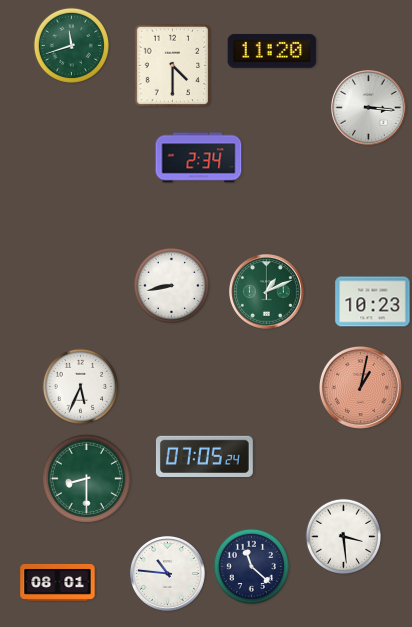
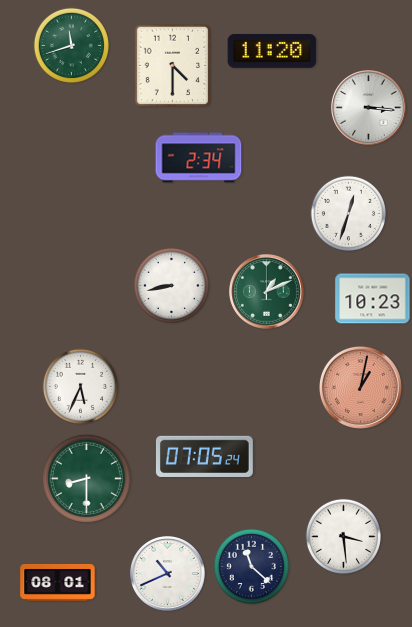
clock at (348, 213): none -> 12:33
clock at (373, 302) position: (373, 302) -> (373, 299)
clock at (168, 574): 10:46 -> 10:41
